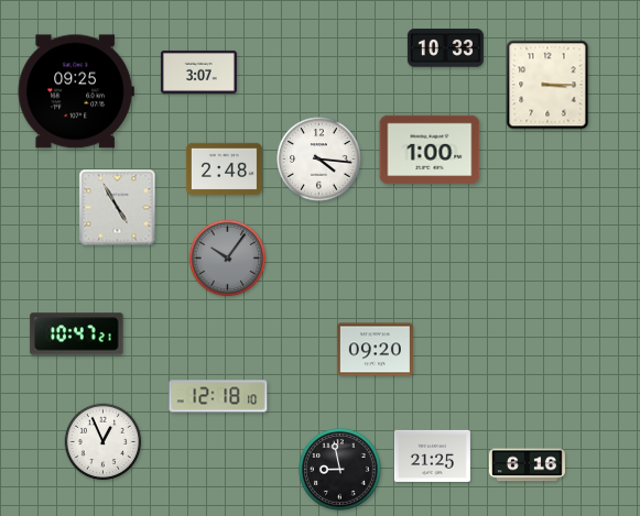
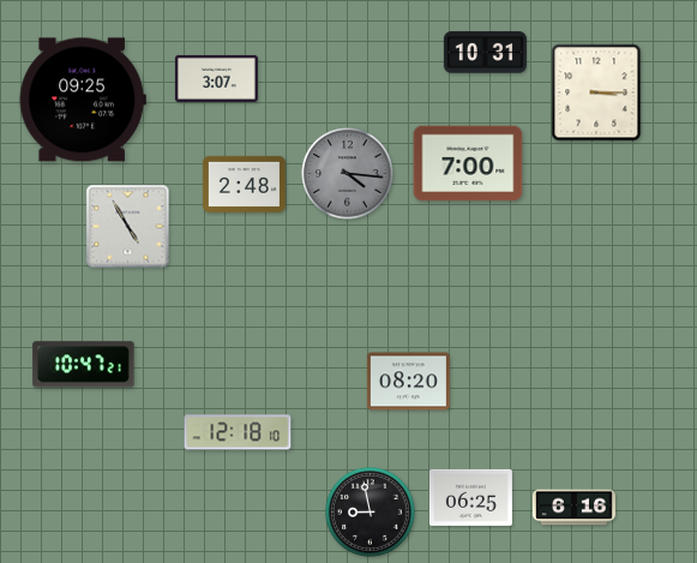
clock at (445, 48): 10:33 -> 10:31
clock at (430, 150): 1:00 -> 7:00
clock at (319, 160) dial: white -> grey
clock at (228, 259): 10:06 -> none
clock at (375, 350): 09:20 -> 08:20
clock at (104, 442): 12:56 -> none
clock at (432, 455): 21:25 -> 06:25
